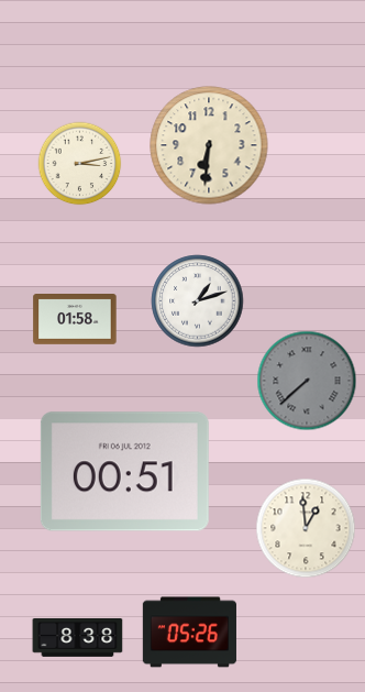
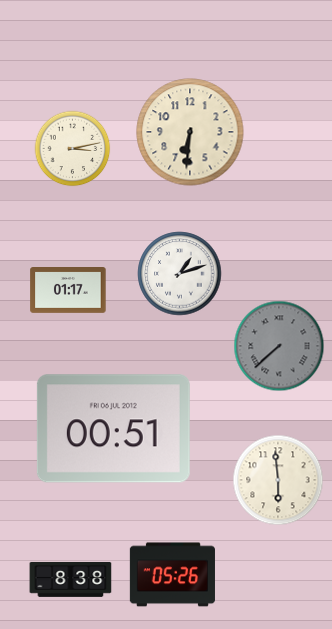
clock at (75, 320): 01:58 -> 01:17
clock at (306, 528): 12:59 -> 5:59
